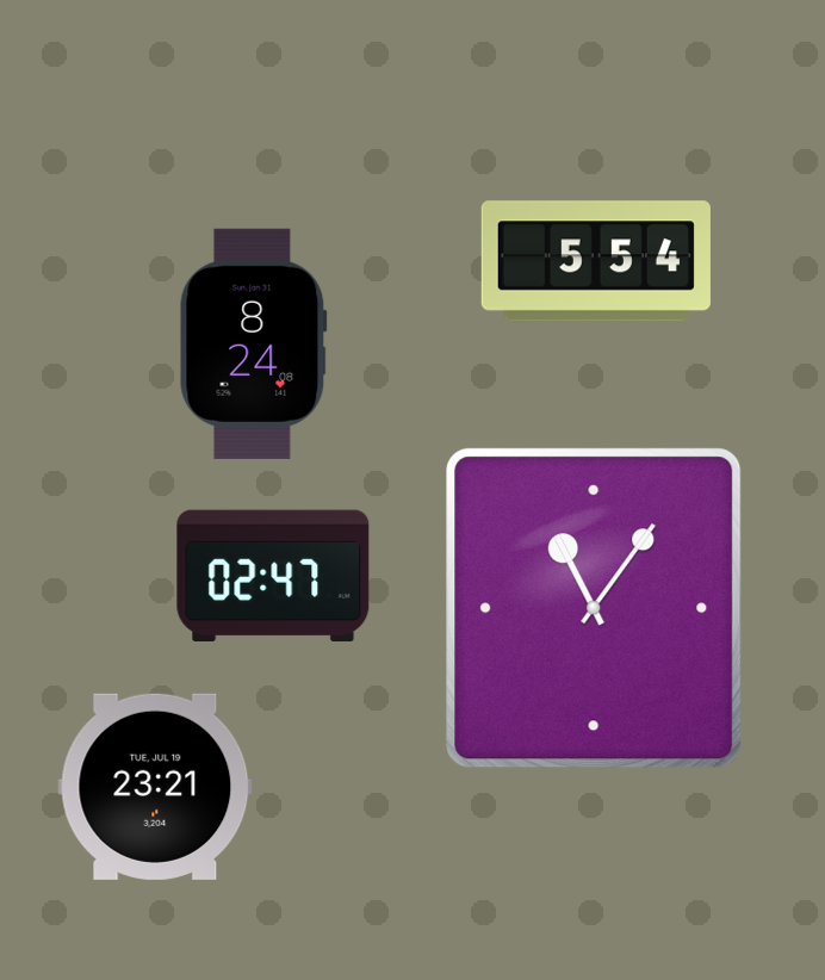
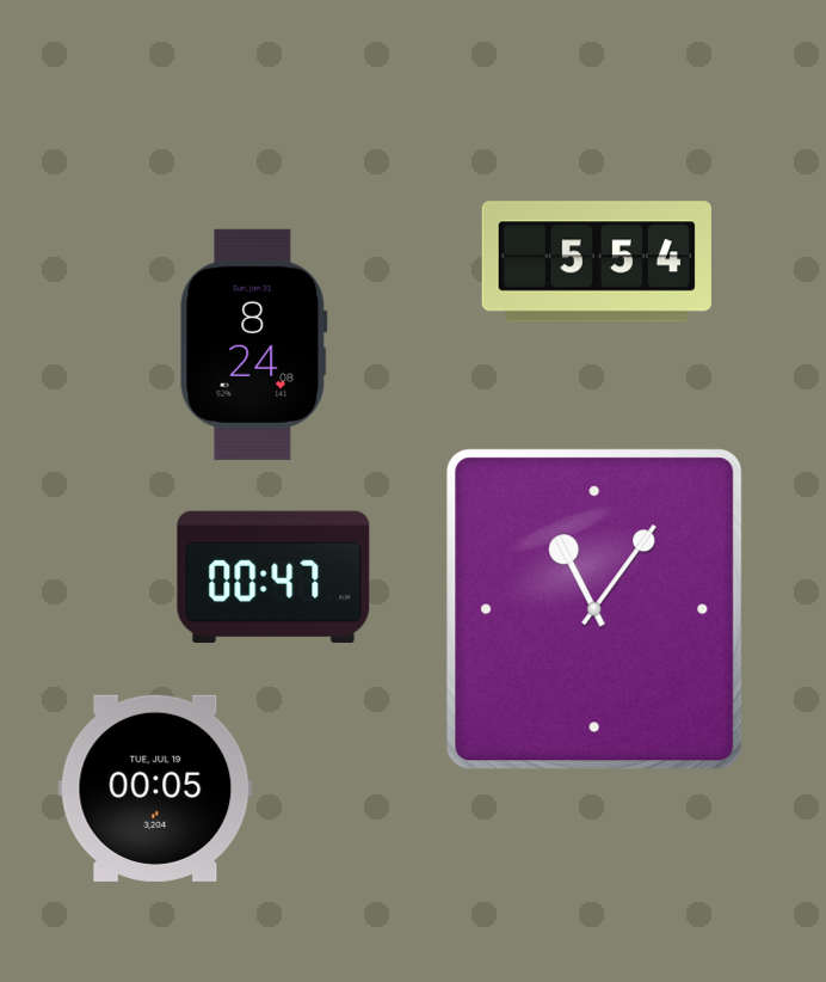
clock at (273, 576): 02:47 -> 00:47
clock at (155, 787): 23:21 -> 00:05
